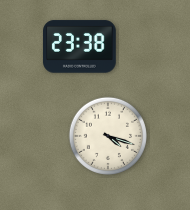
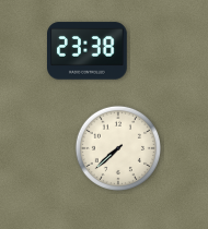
clock at (107, 135): 4:18 -> 7:38
